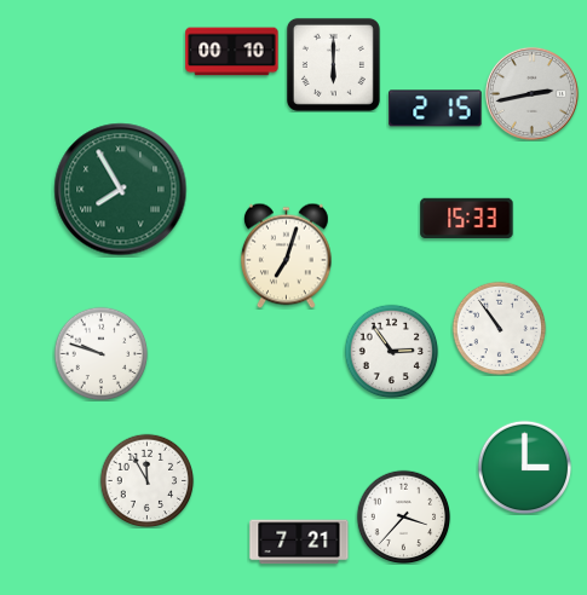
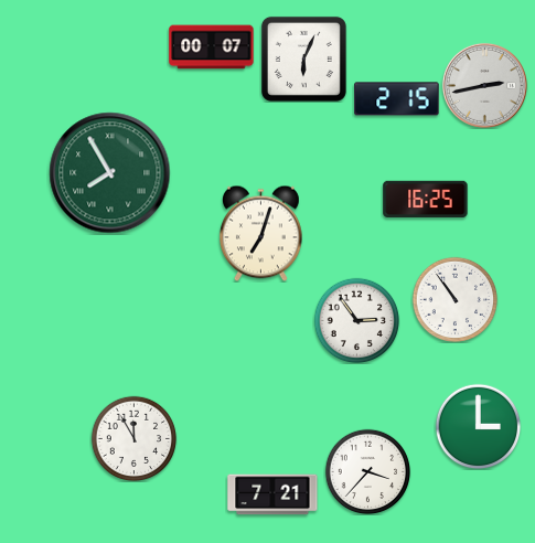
clock at (232, 52): 00:10 -> 00:07
clock at (333, 64): 6:00 -> 6:04
clock at (467, 218): 15:33 -> 16:25
clock at (100, 353): 9:48 -> none
